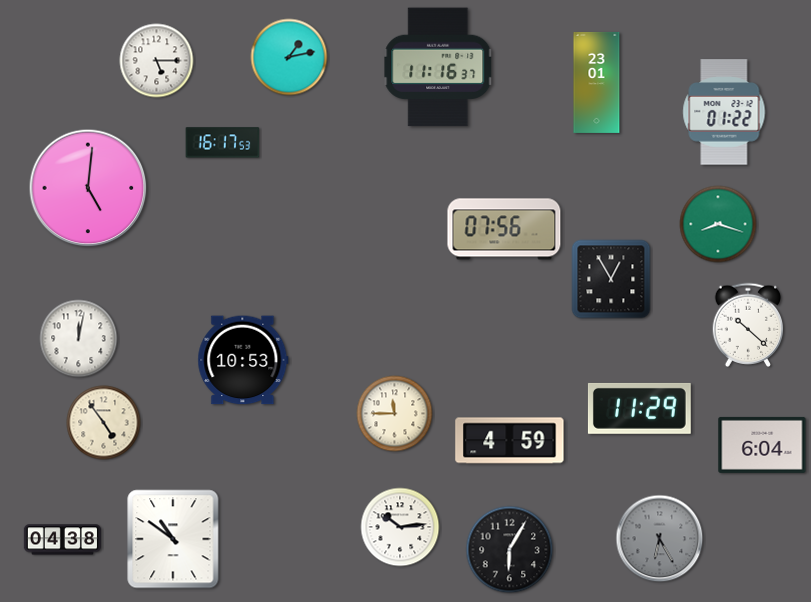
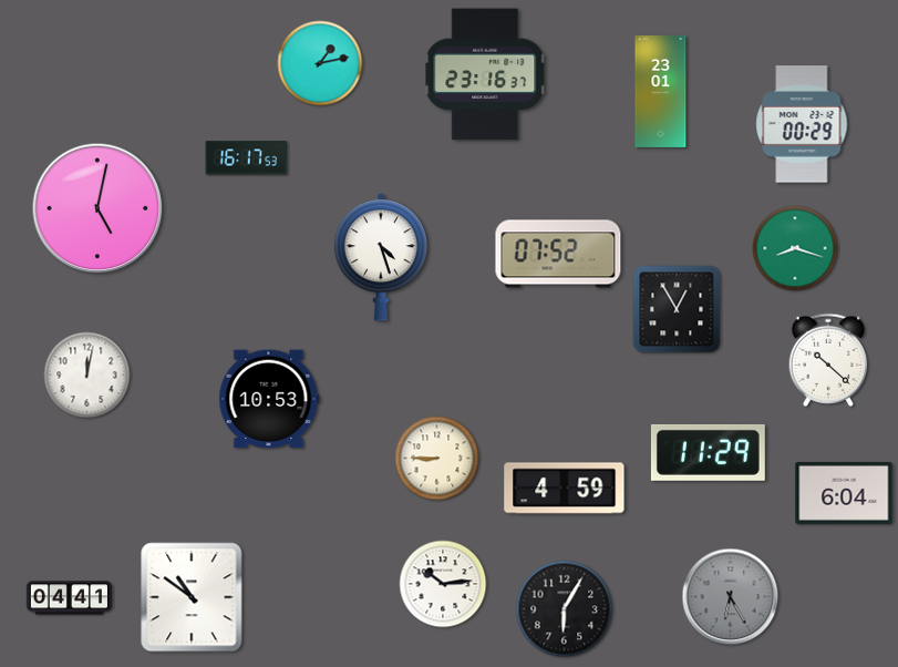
clock at (157, 61): 5:15 -> none
clock at (438, 67): 11:16 -> 23:16
clock at (724, 112): 01:22 -> 00:29
clock at (88, 188): 5:01 -> 5:02
clock at (504, 229): 07:56 -> 07:52
clock at (381, 257): none -> 4:27
clock at (395, 414): 11:45 -> 8:45
clock at (104, 423): 4:54 -> none
clock at (62, 540): 04:38 -> 04:41
